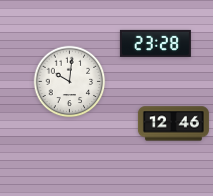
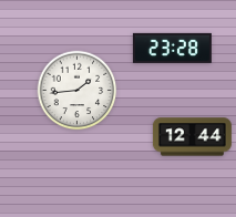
clock at (70, 82): 10:01 -> 1:44
clock at (173, 124): 12:46 -> 12:44
